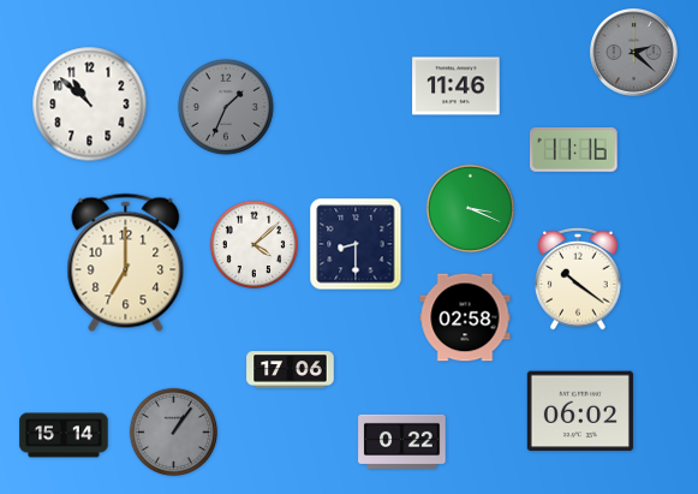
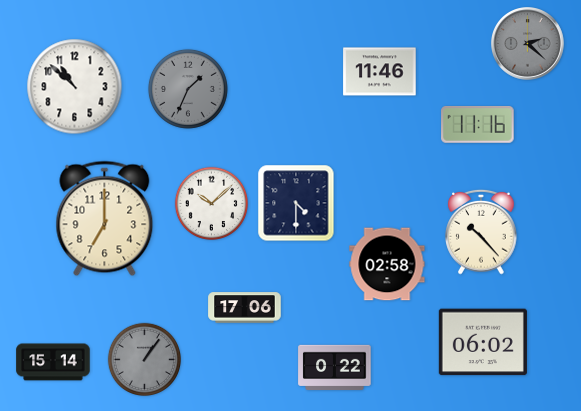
clock at (470, 209): 3:19 -> none
clock at (356, 244): 8:30 -> 4:30
clock at (253, 245): 4:08 -> 10:08
clock at (578, 279): 10:21 -> 10:23
clock at (291, 370) position: (291, 370) -> (245, 308)
